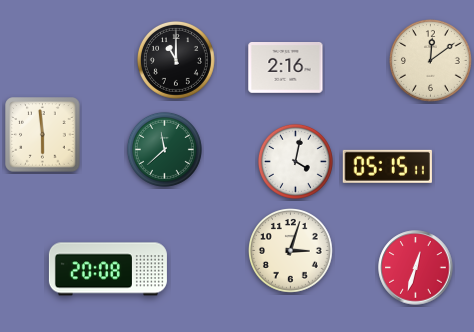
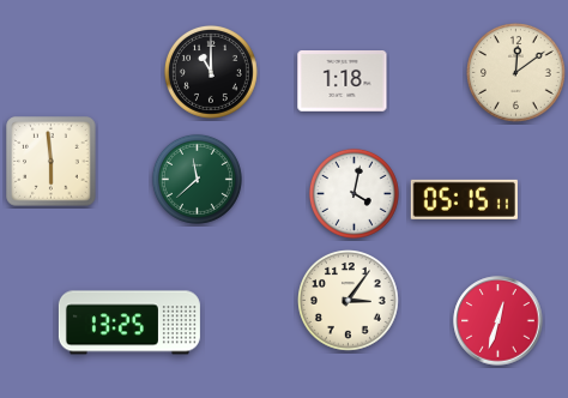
clock at (286, 68): 2:16 -> 1:18
clock at (291, 251): 3:03 -> 3:06
clock at (108, 269): 20:08 -> 13:25
